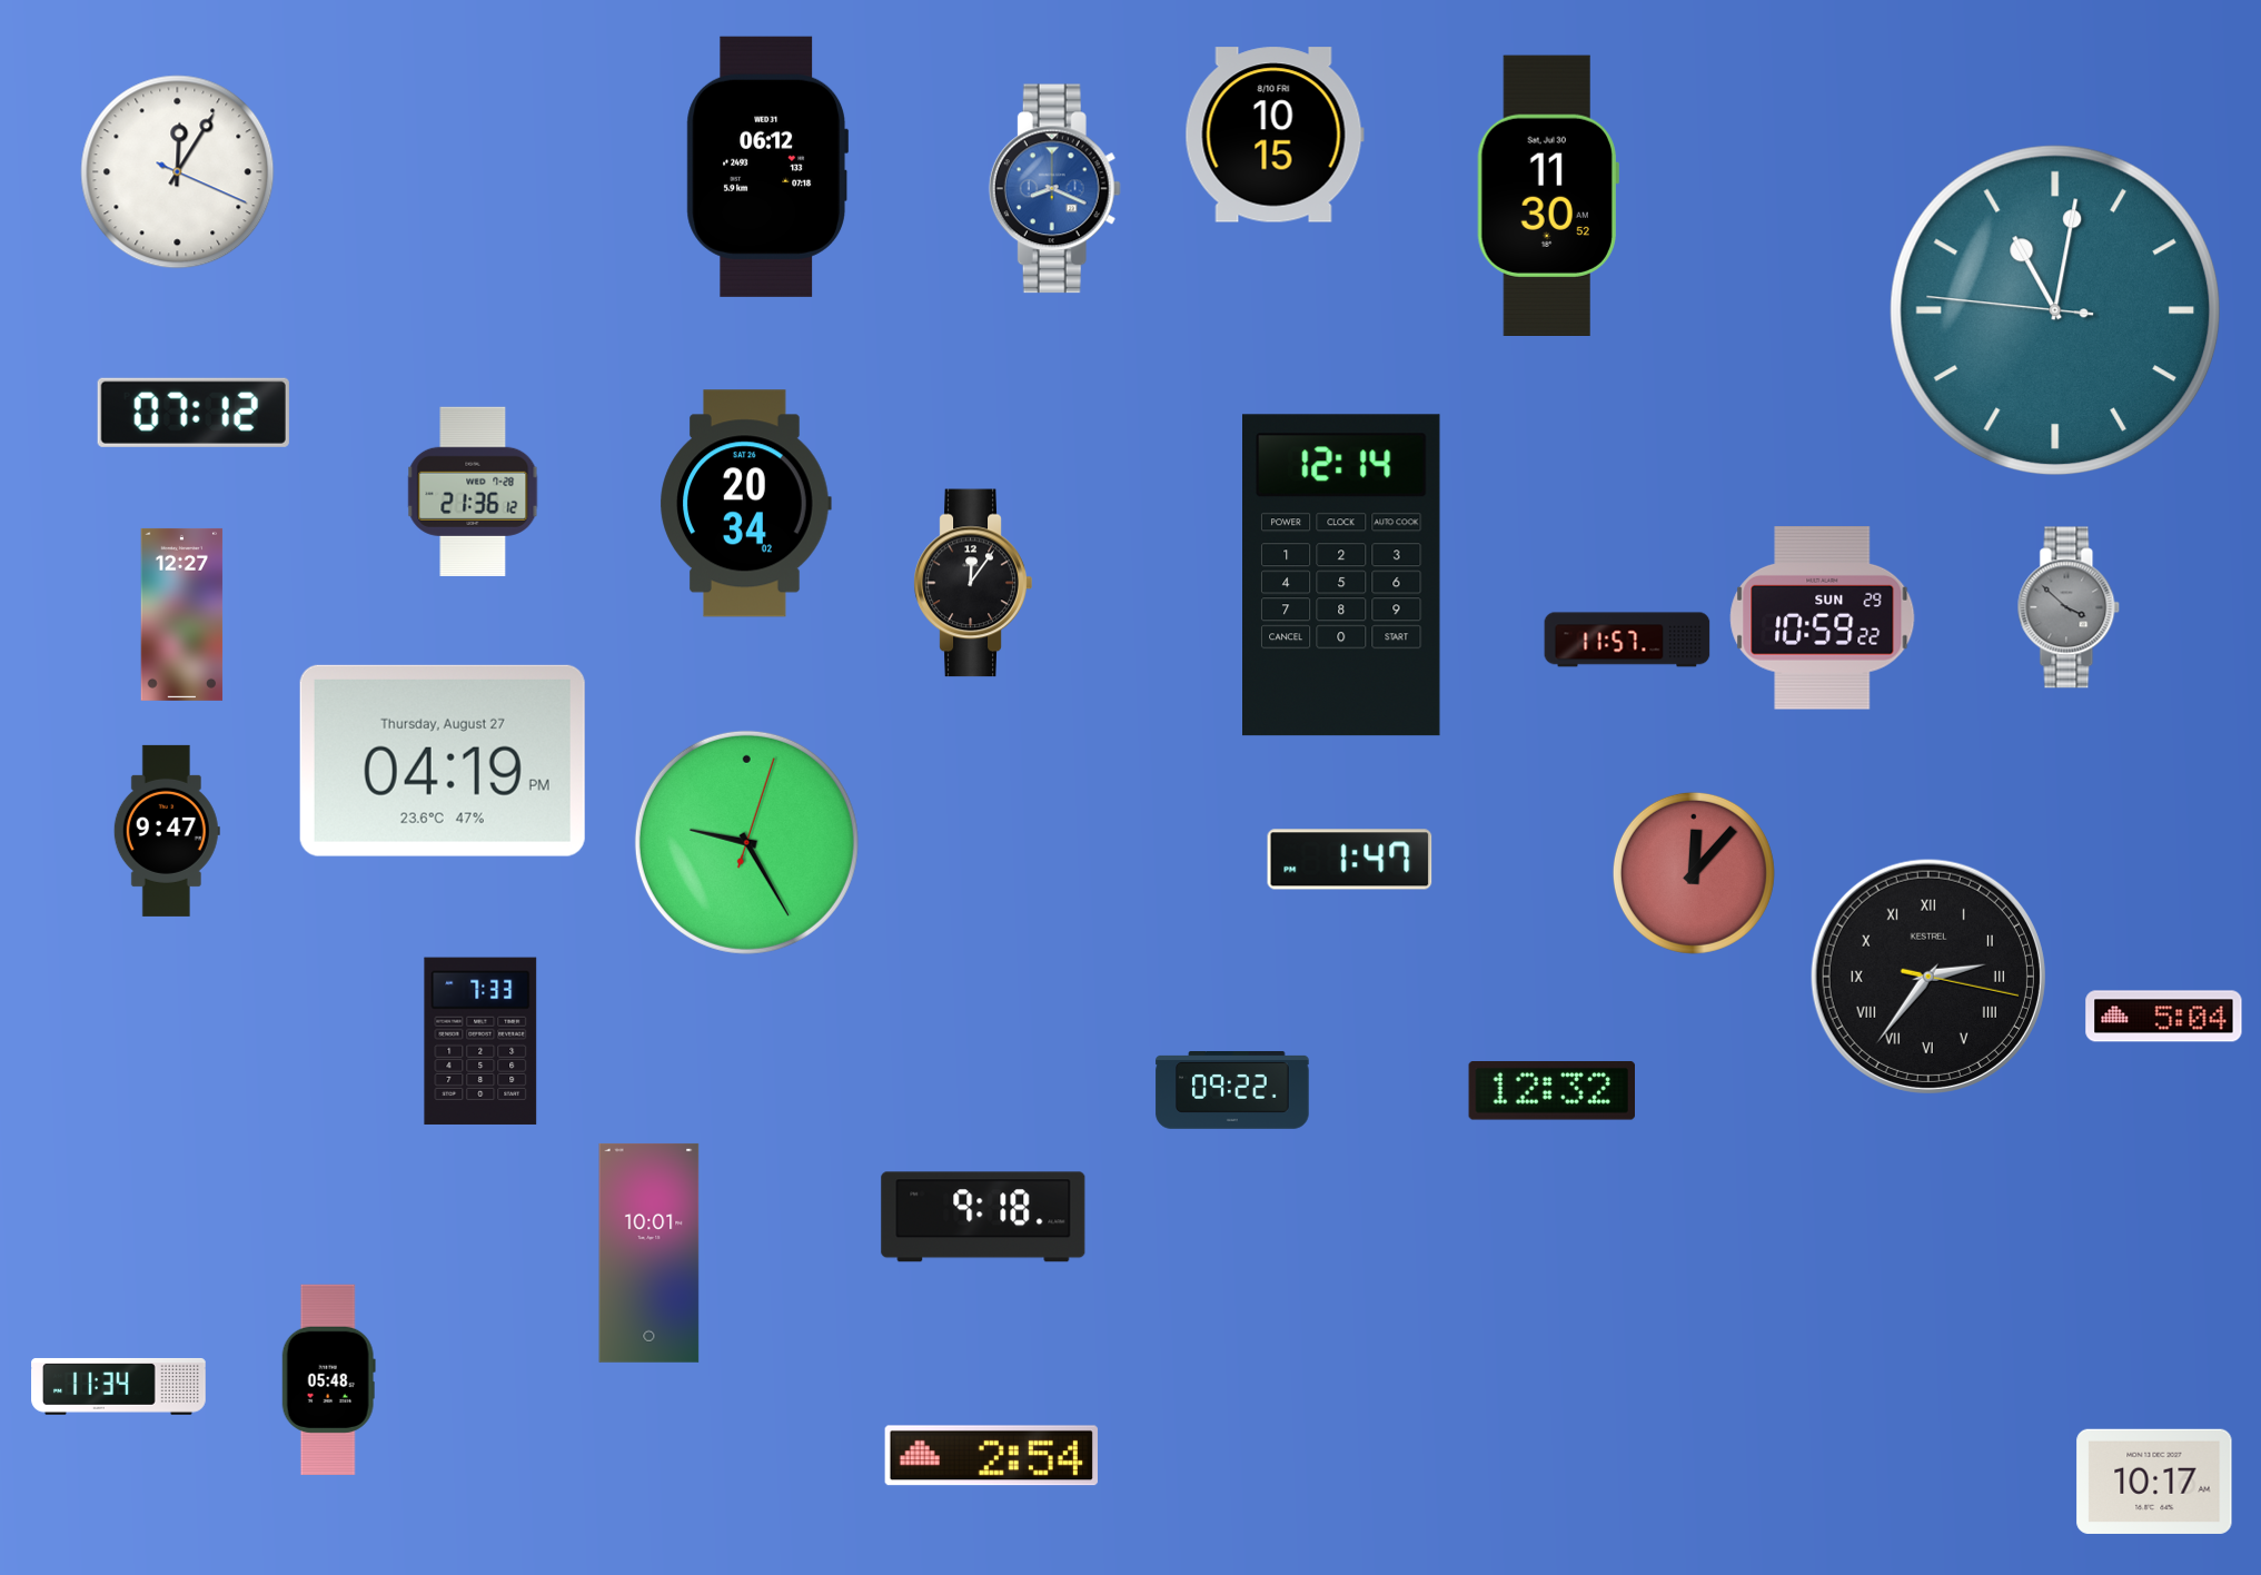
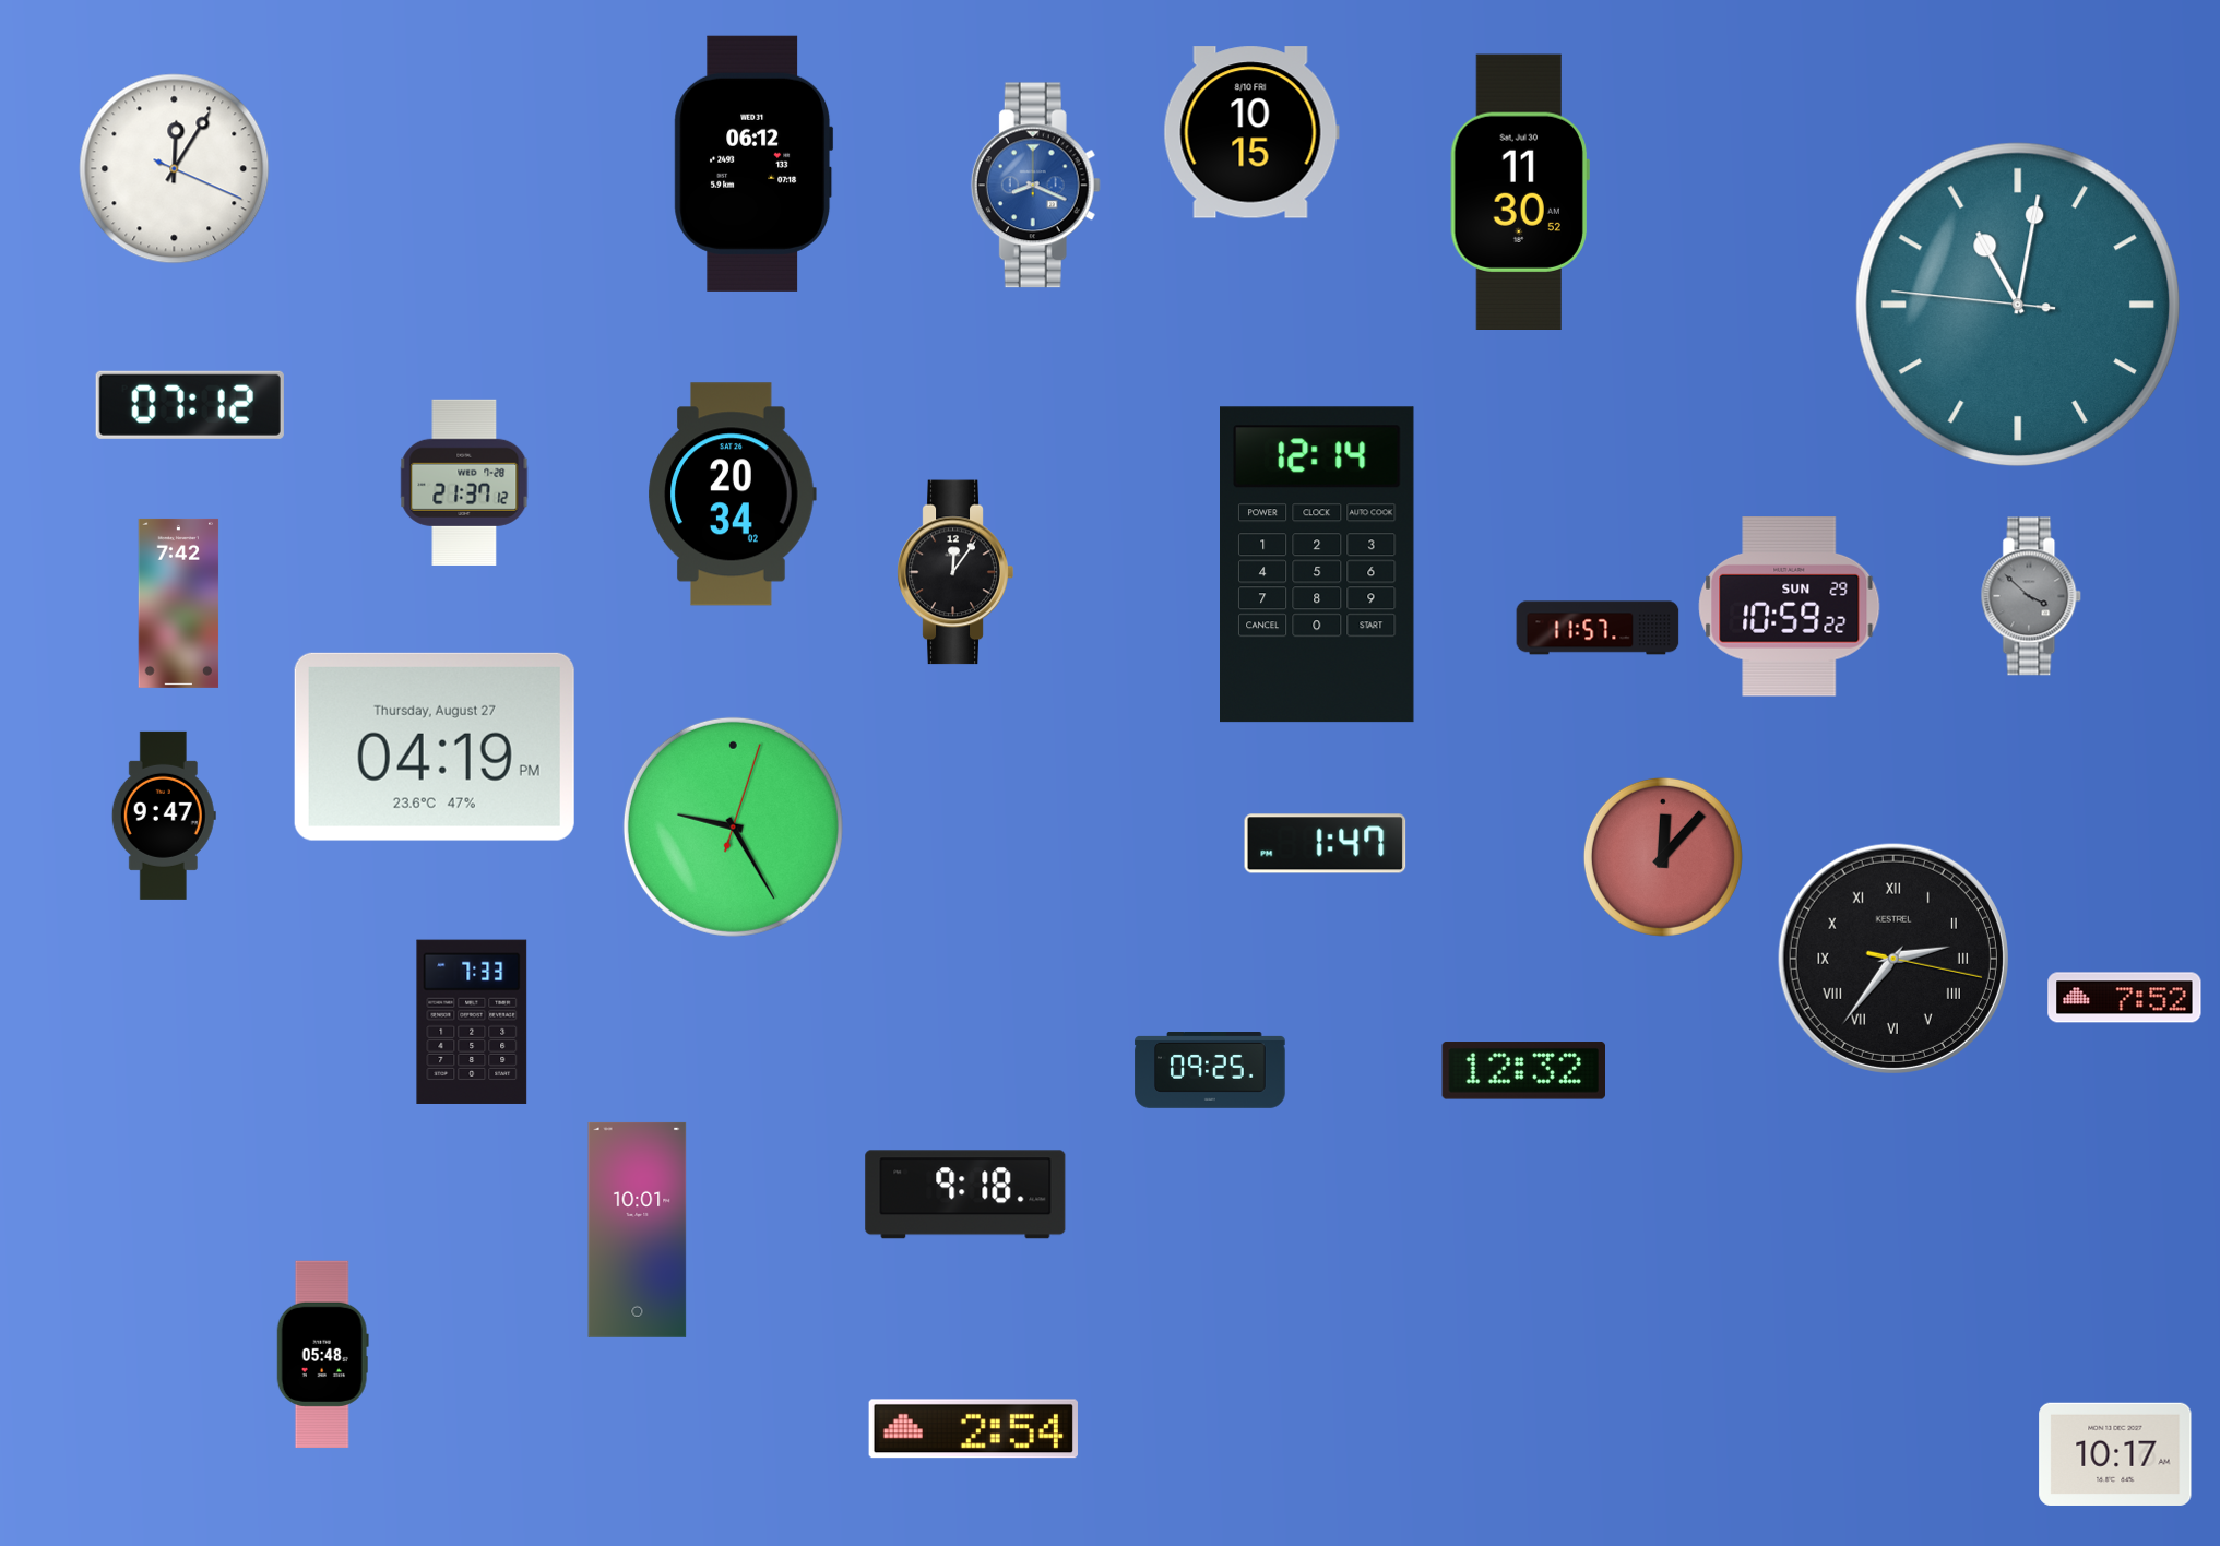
clock at (473, 492): 21:36 -> 21:37
clock at (182, 614): 12:27 -> 7:42
clock at (2164, 1017): 5:04 -> 7:52
clock at (1232, 1091): 09:22 -> 09:25
clock at (119, 1386): 11:34 -> none
